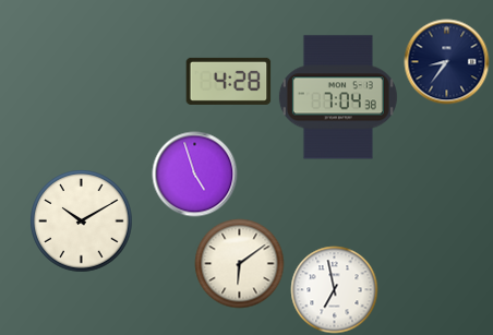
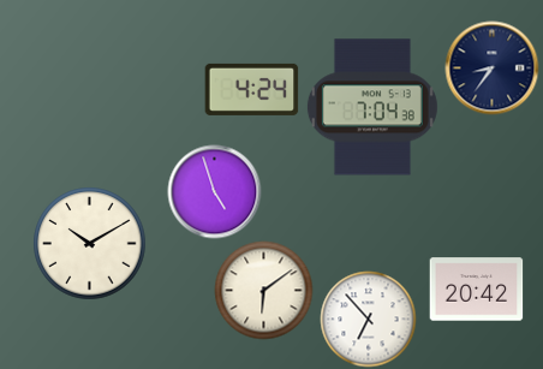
clock at (228, 81): 4:28 -> 4:24
clock at (476, 290): none -> 20:42
clock at (334, 289): 6:58 -> 6:53
